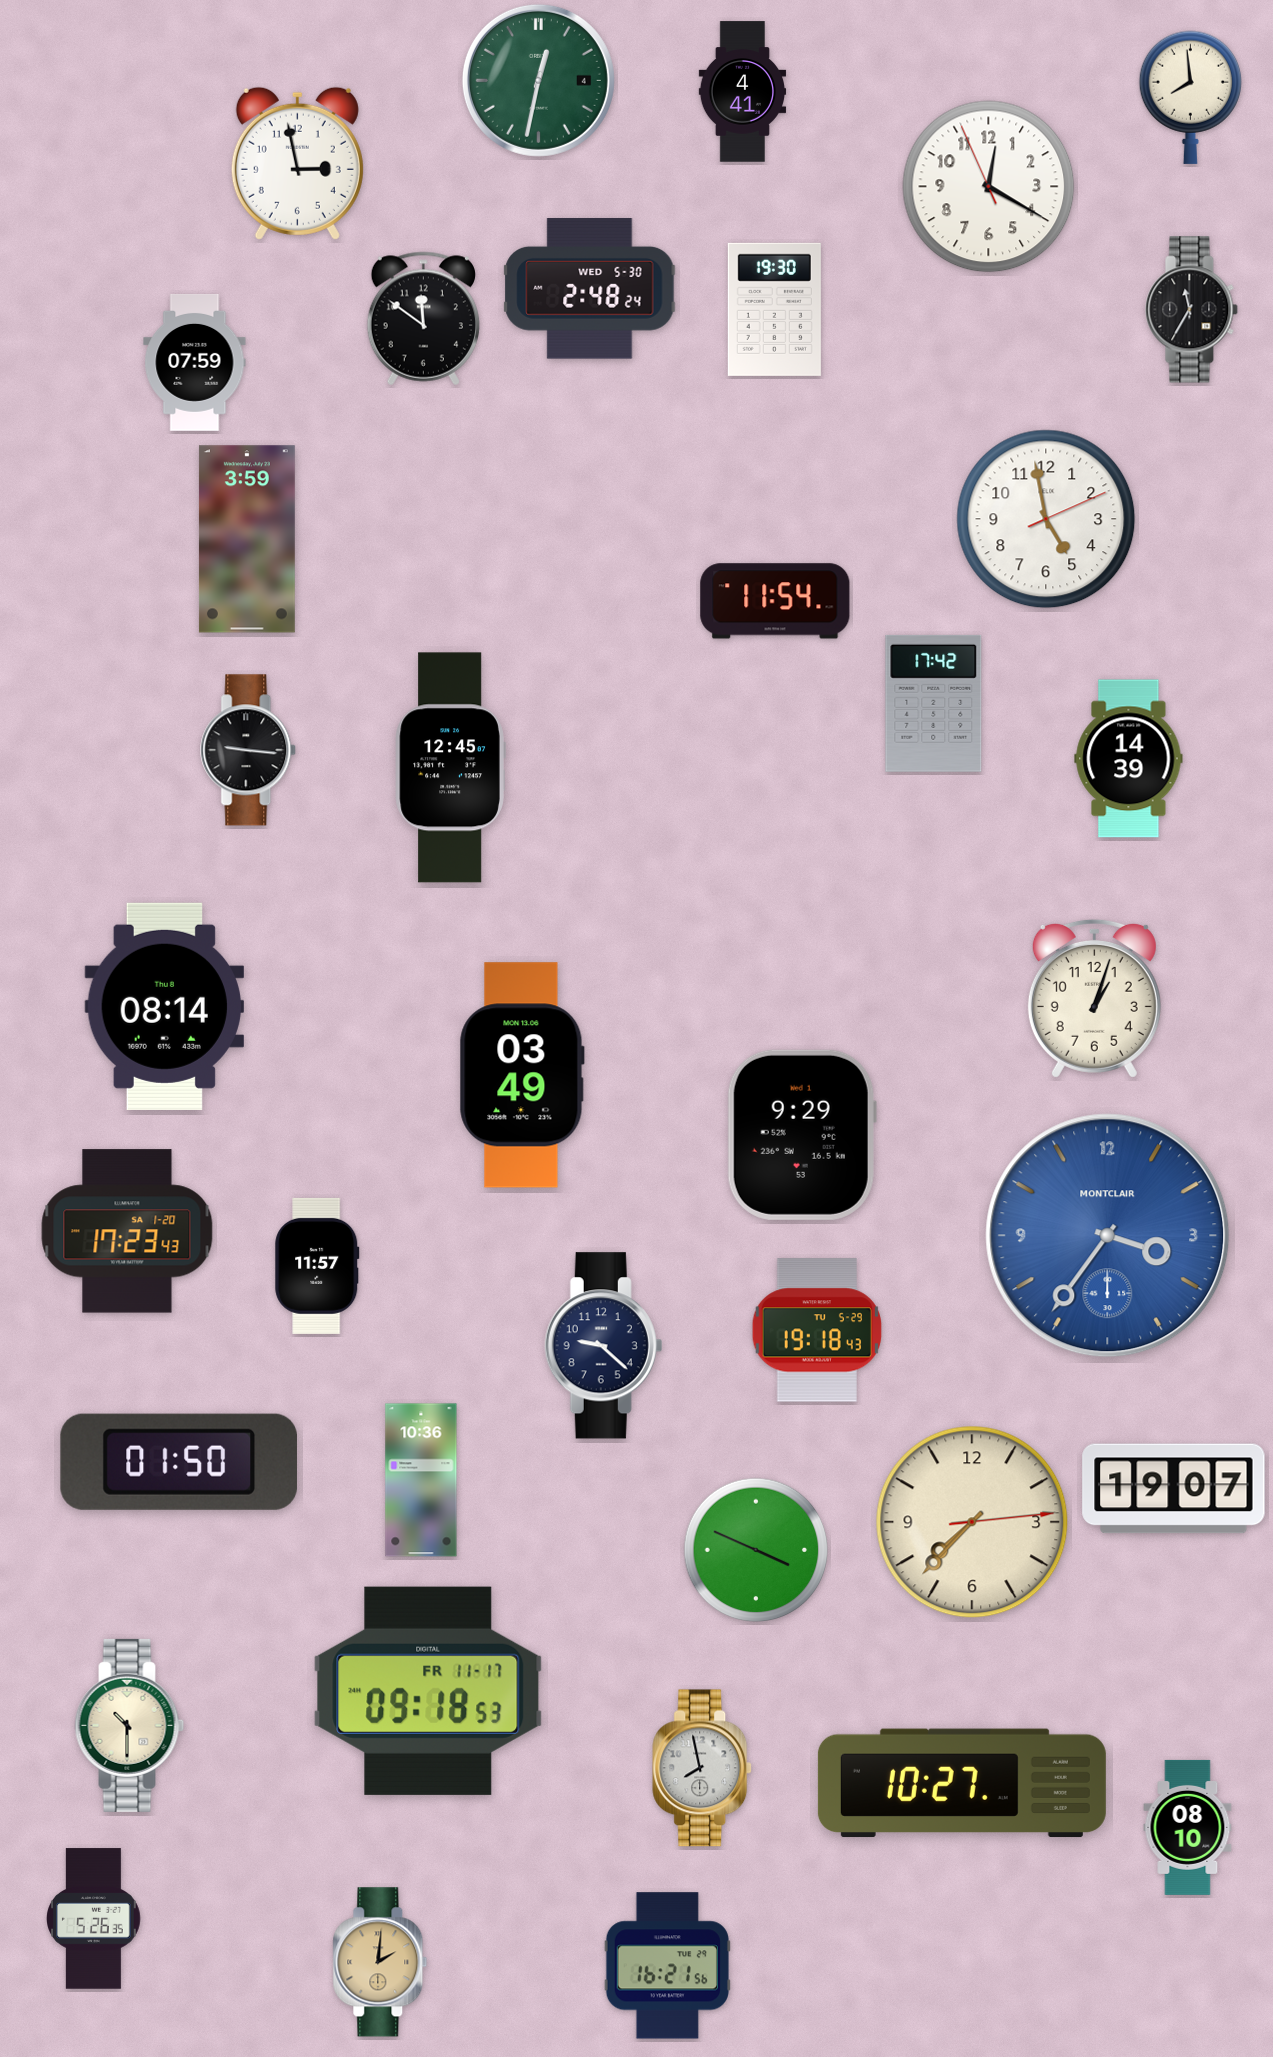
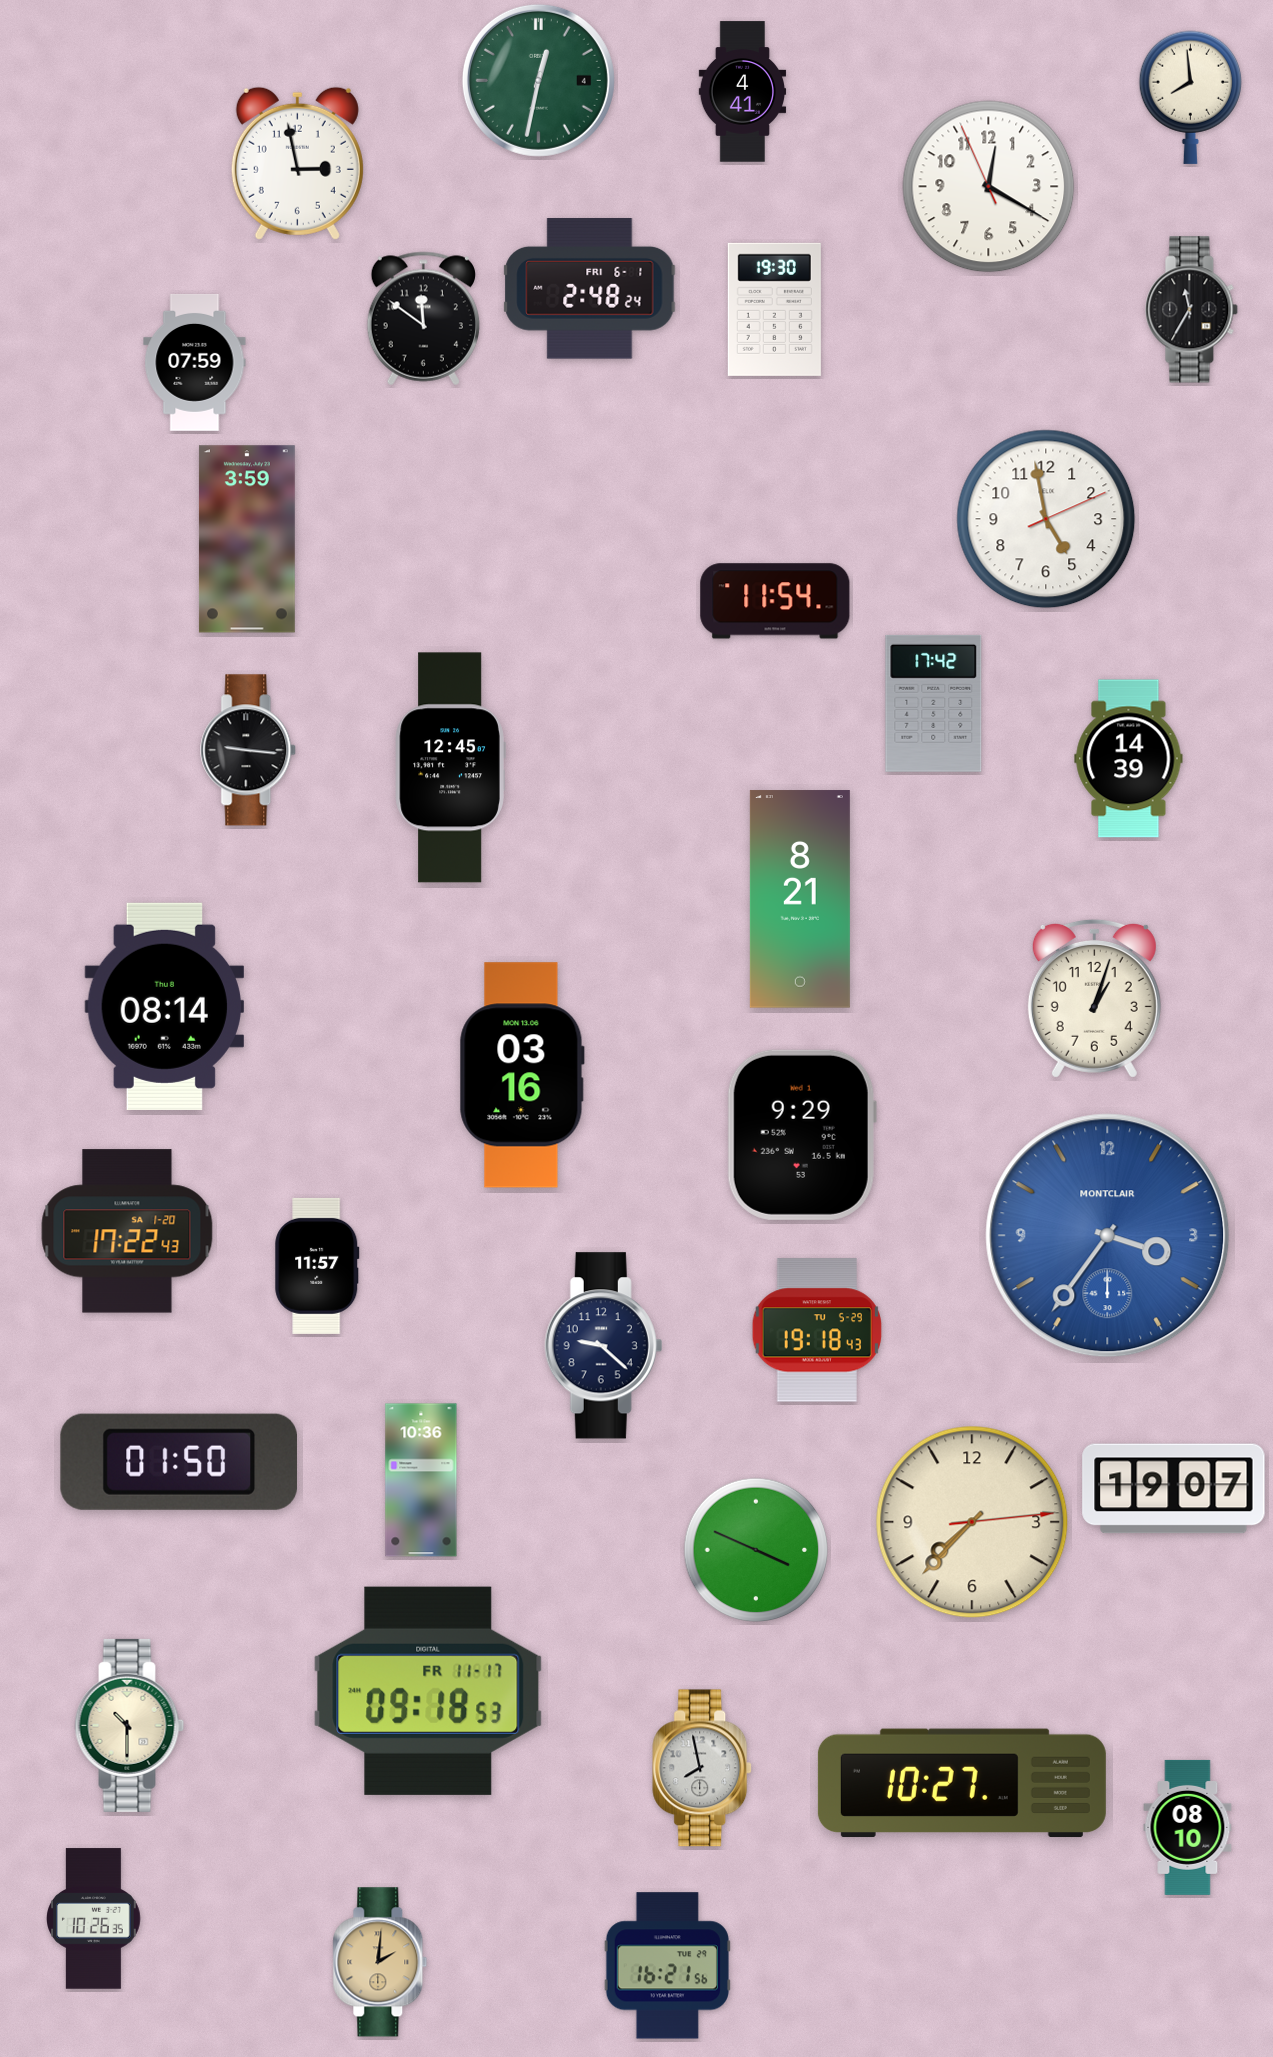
clock at (590, 289) date: WED 5-30 -> FRI 6-1
clock at (800, 899): none -> 8:21
clock at (522, 1075): 03:49 -> 03:16
clock at (127, 1231): 17:23 -> 17:22
clock at (94, 1919): 5:26 -> 10:26
